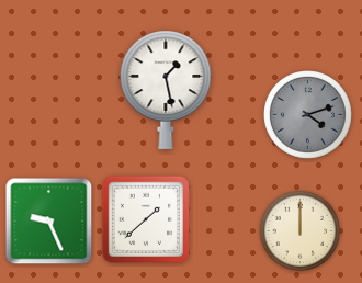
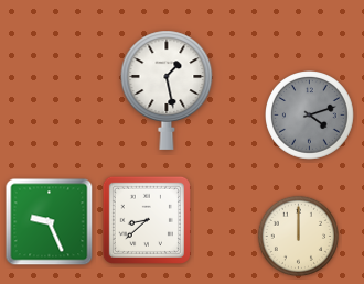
clock at (146, 219): 1:38 -> 8:38
clock at (299, 230) position: (299, 230) -> (298, 236)
